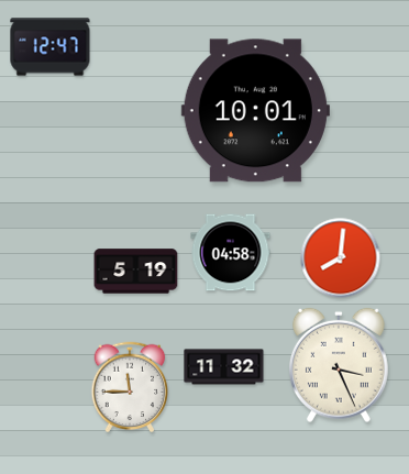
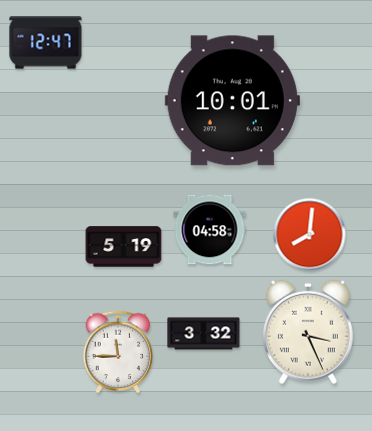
clock at (224, 367): 11:32 -> 3:32
